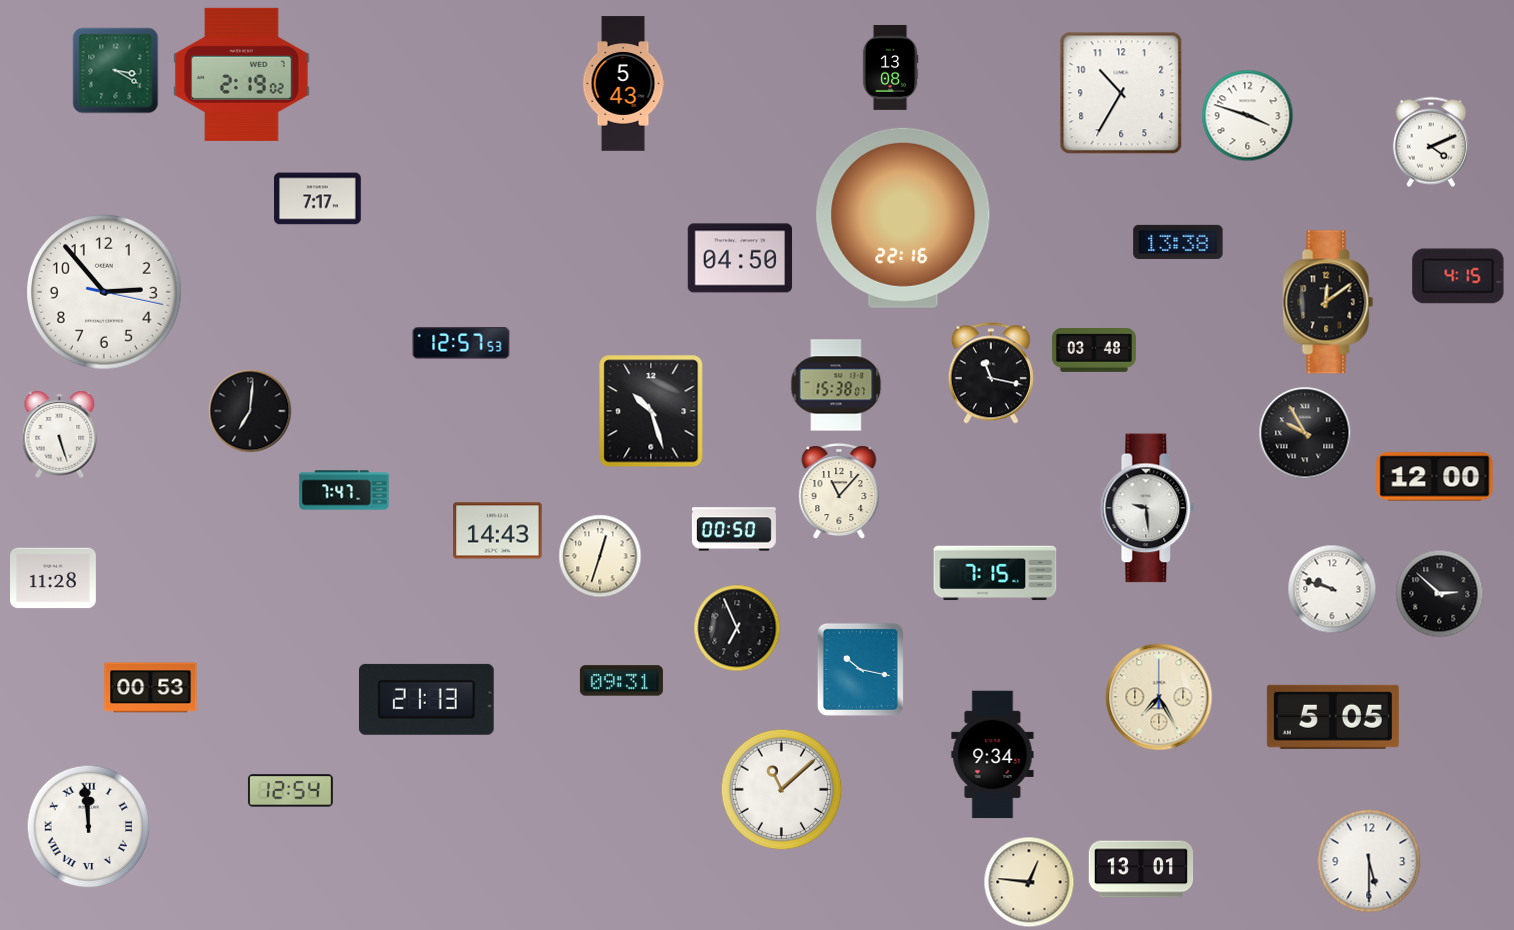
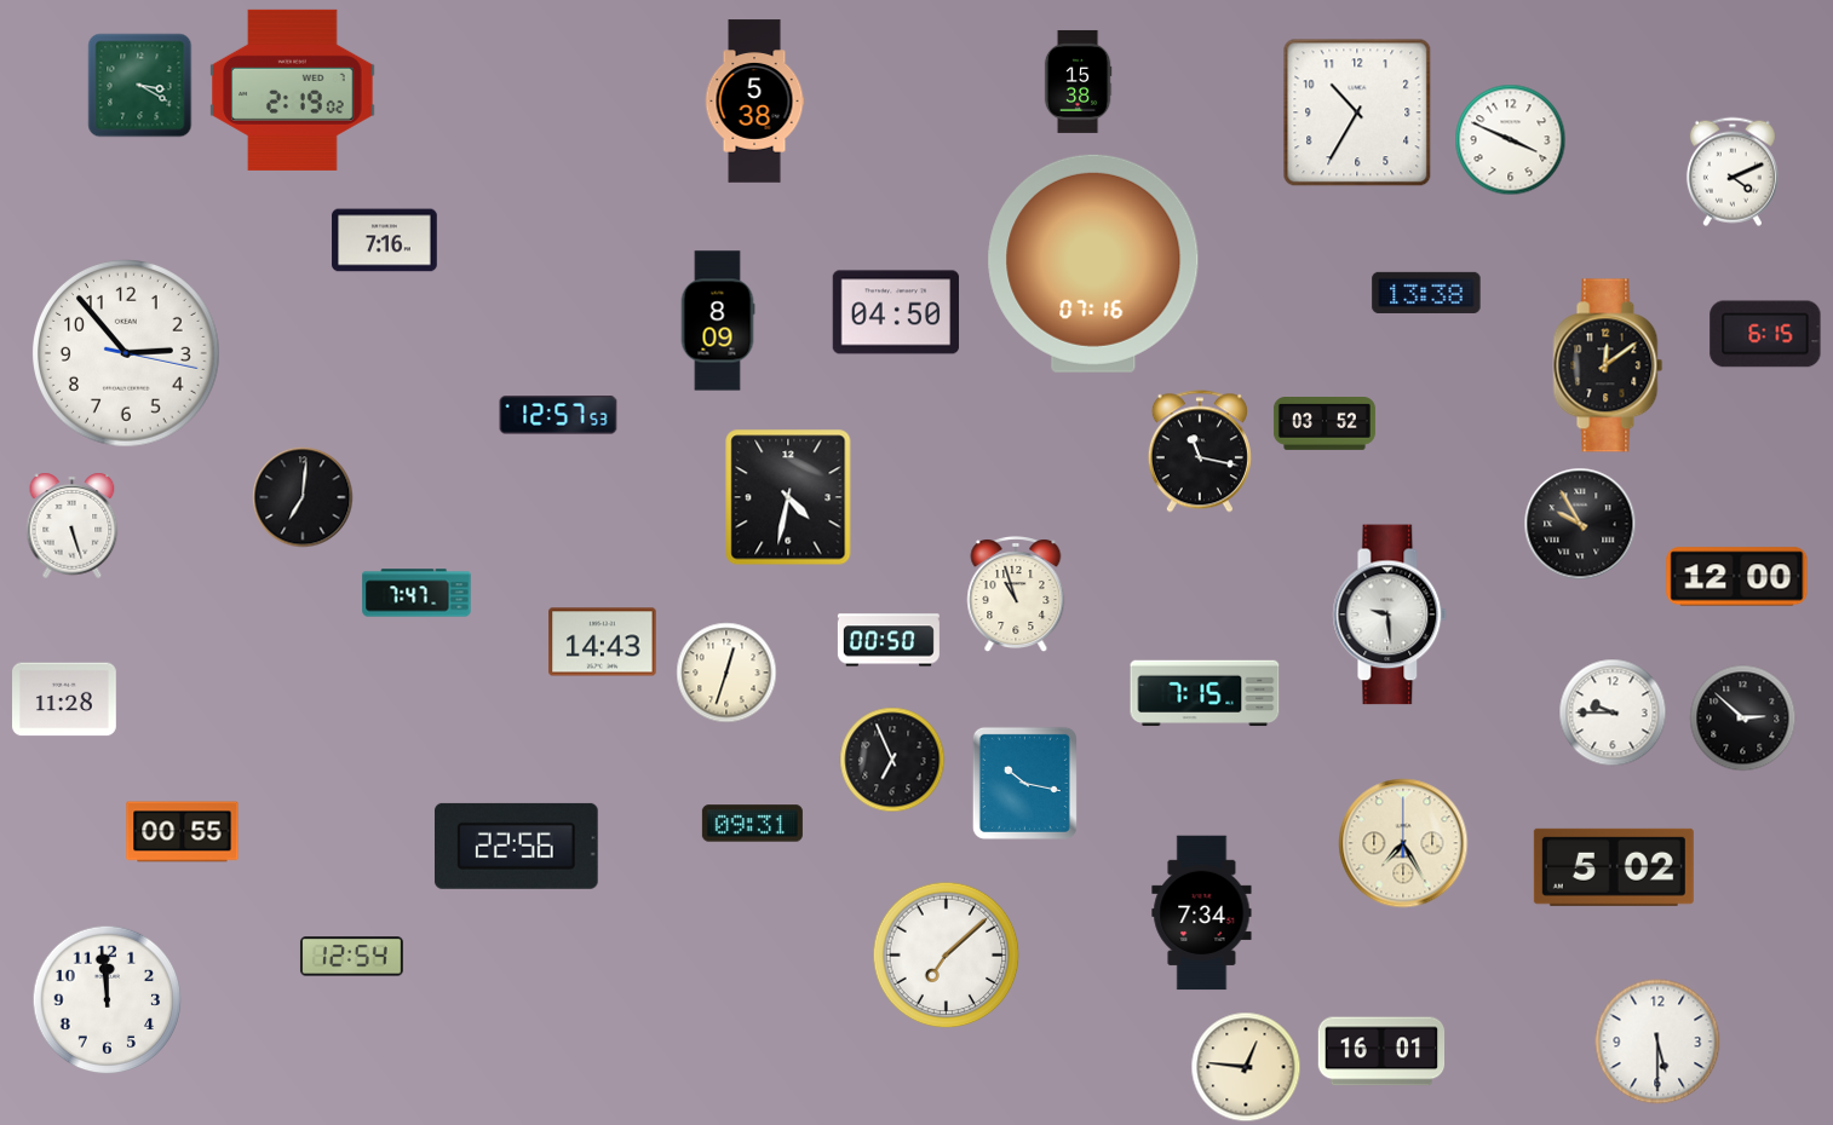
clock at (890, 67): 13:08 -> 15:38
clock at (623, 84): 5:43 -> 5:38
clock at (1248, 116): 3:48 -> 3:49
clock at (318, 199): 7:17 -> 7:16
clock at (903, 218): 22:16 -> 07:16
clock at (718, 321): none -> 8:09
clock at (1458, 276): 4:15 -> 6:15
clock at (1094, 351): 03:48 -> 03:52
clock at (836, 385): 15:38 -> none
clock at (651, 411): 10:27 -> 4:32
clock at (839, 492): 11:07 -> 10:57
clock at (1332, 589): 9:48 -> 9:45
clock at (860, 669) position: (860, 669) -> (1024, 783)
clock at (151, 688): 00:53 -> 00:55
clock at (426, 699): 21:13 -> 22:56
clock at (1333, 717): 5:05 -> 5:02
clock at (993, 755): 9:34 -> 7:34
clock at (782, 790): 11:08 -> 7:08
clock at (89, 827) numerals: Roman -> Arabic
clock at (1141, 869): 13:01 -> 16:01
